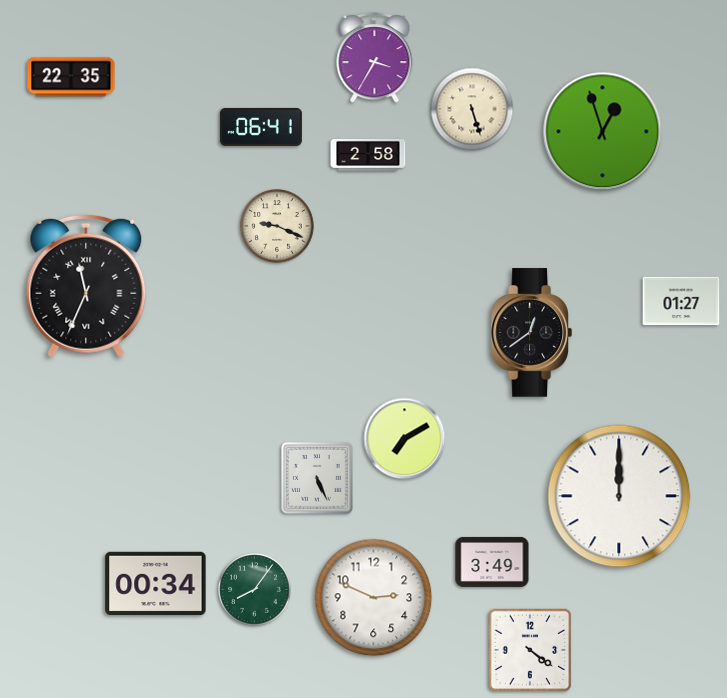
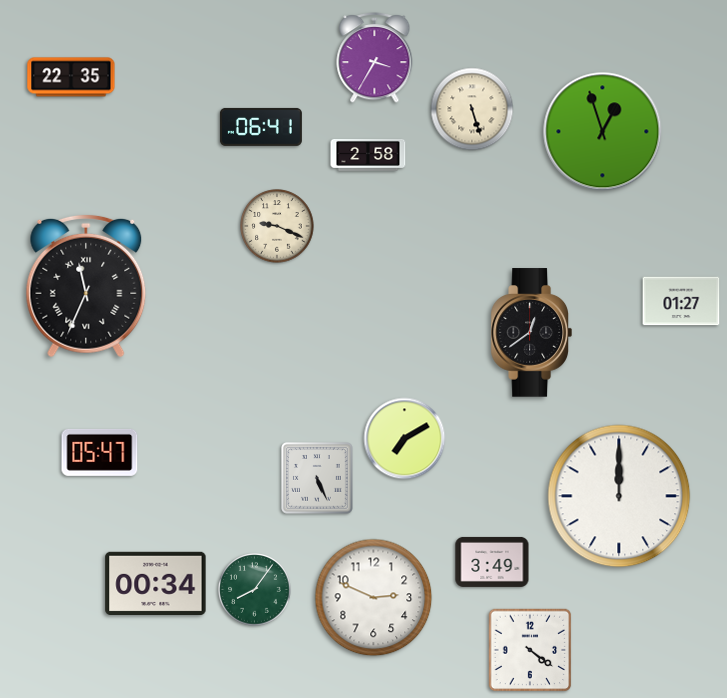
clock at (100, 452): none -> 05:47
